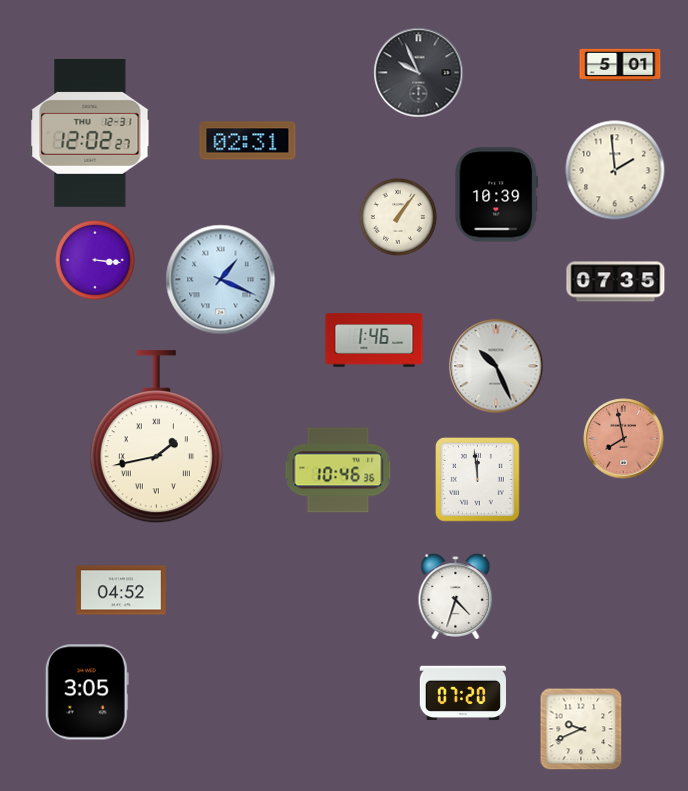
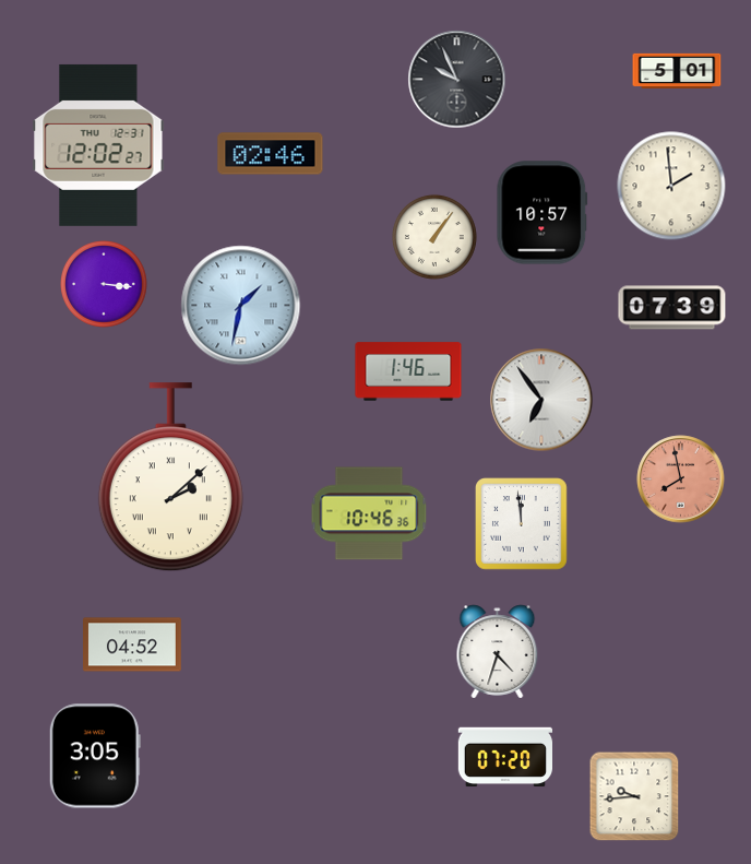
clock at (248, 141): 02:31 -> 02:46
clock at (497, 195): 10:39 -> 10:57
clock at (221, 280): 1:19 -> 1:32
clock at (616, 282): 07:35 -> 07:39
clock at (496, 366): 10:26 -> 6:54
clock at (156, 437): 1:43 -> 2:08
clock at (581, 729): 9:41 -> 9:44
